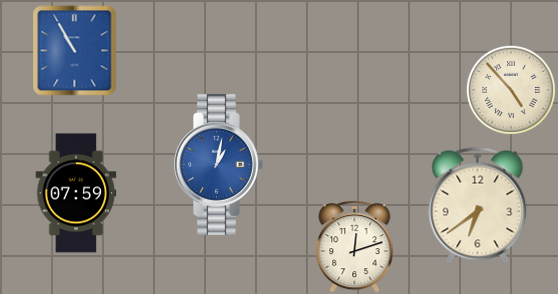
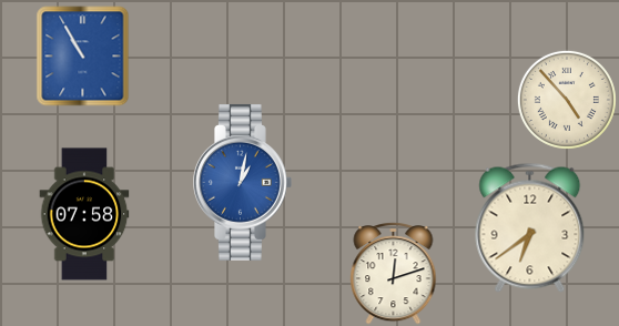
clock at (76, 193): 07:59 -> 07:58
